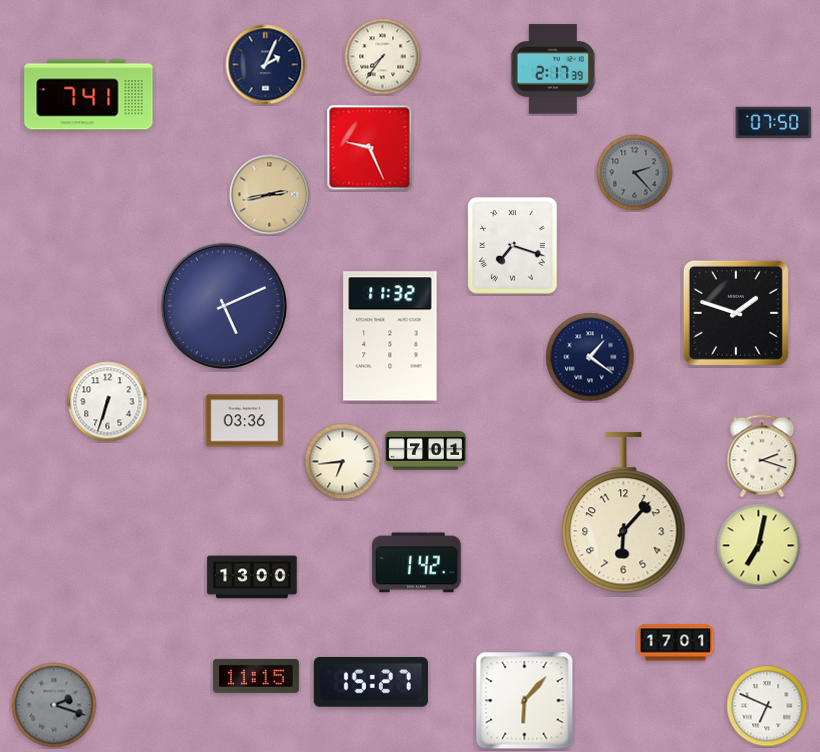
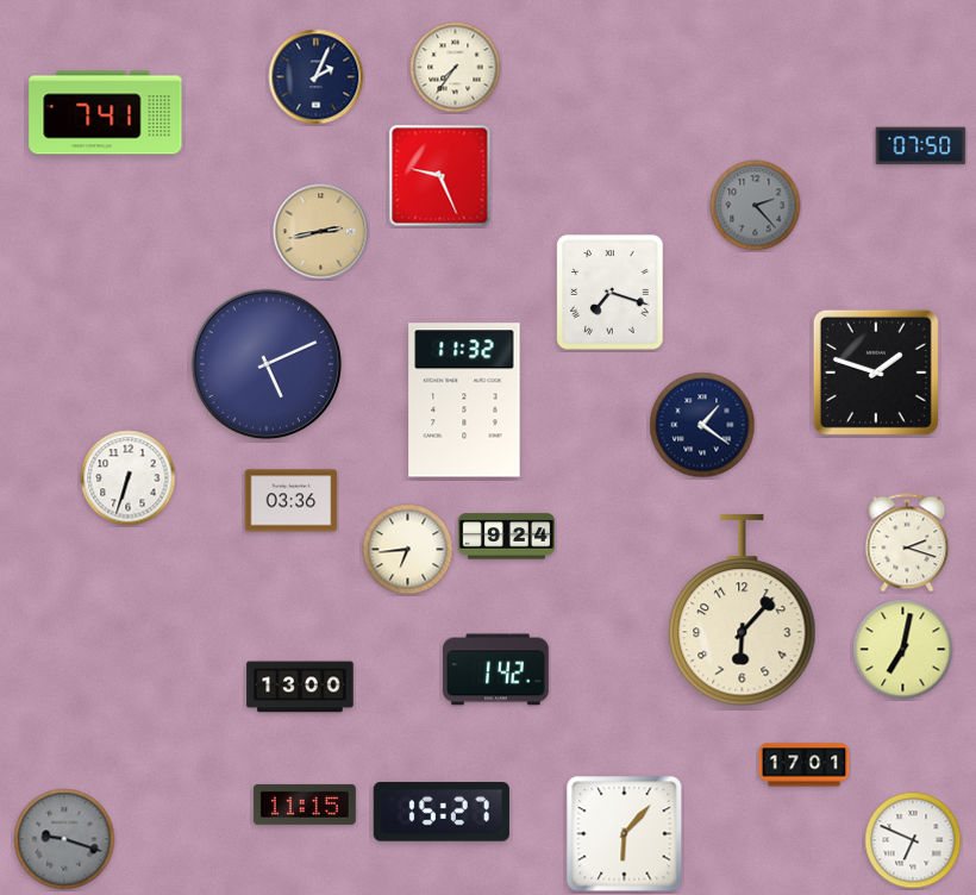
clock at (552, 69): 2:17 -> none
clock at (426, 451): 7:01 -> 9:24
clock at (54, 705): 2:18 -> 9:18
